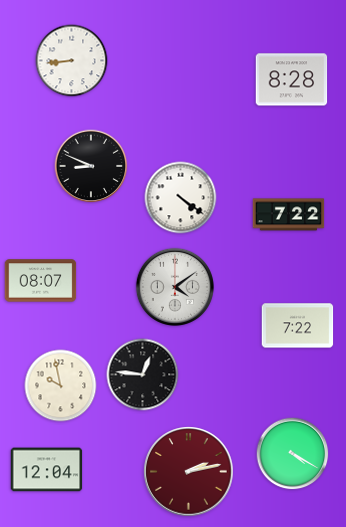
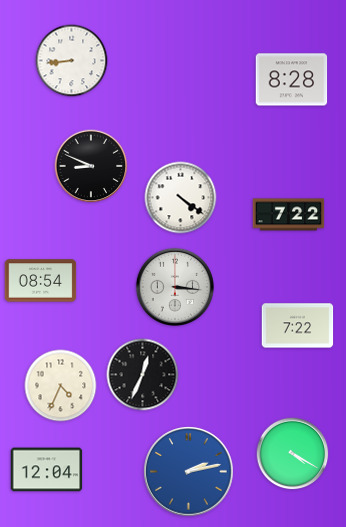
clock at (41, 281): 08:07 -> 08:54
clock at (174, 287): 4:09 -> 3:16
clock at (143, 375): 12:46 -> 12:34
clock at (61, 386): 9:58 -> 4:34
clock at (189, 472) dial: burgundy -> blue
